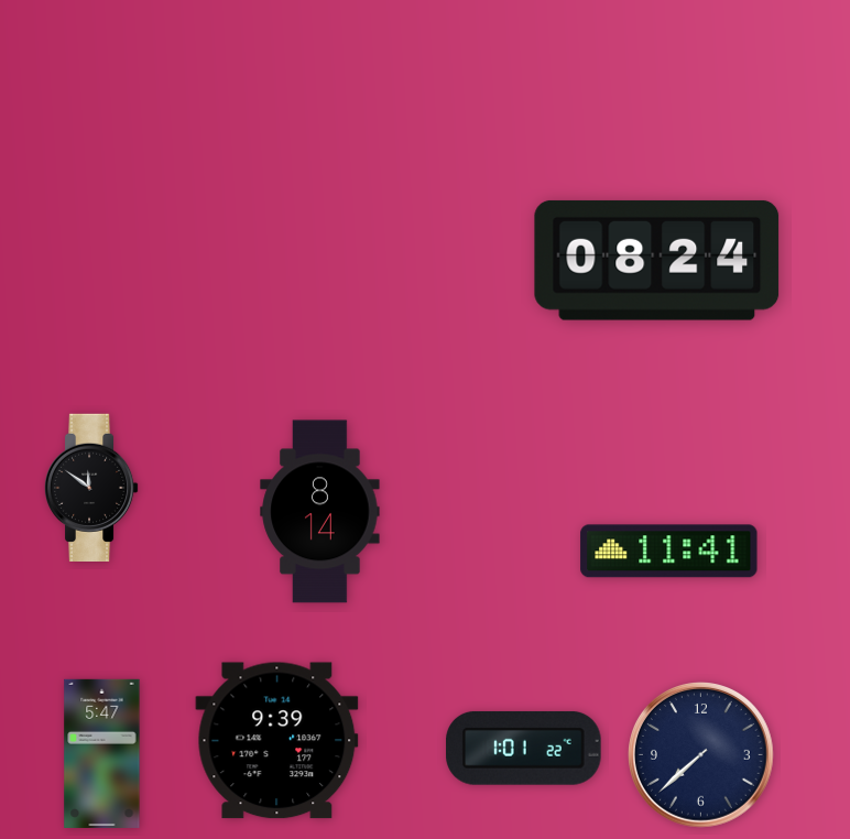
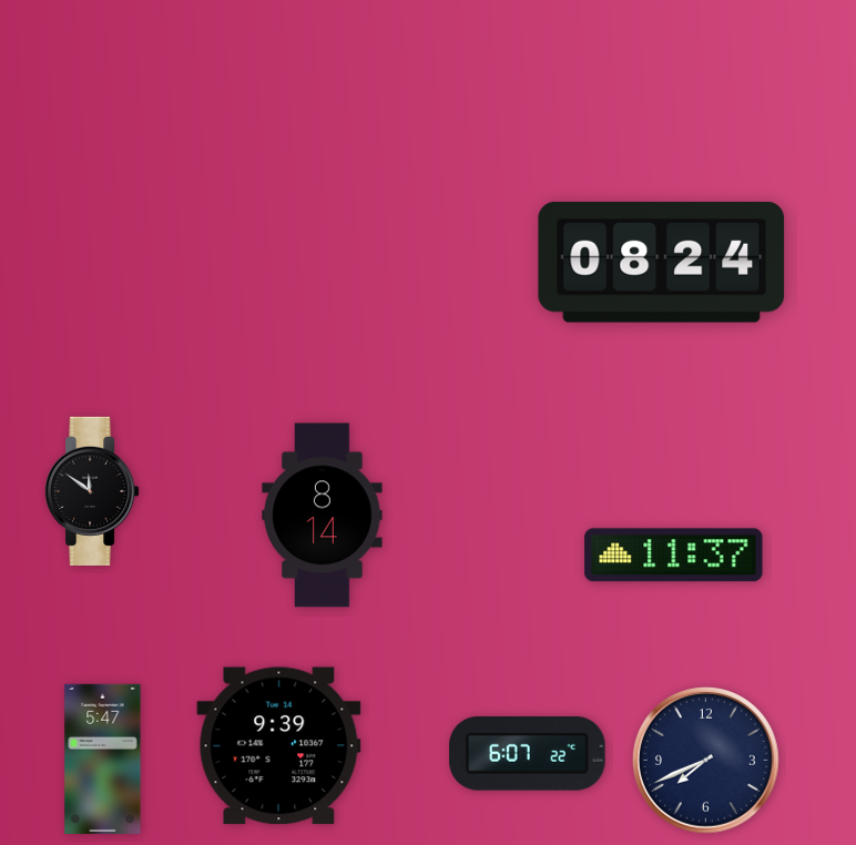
clock at (669, 552): 11:41 -> 11:37
clock at (524, 748): 1:01 -> 6:07
clock at (701, 755): 7:38 -> 7:41
